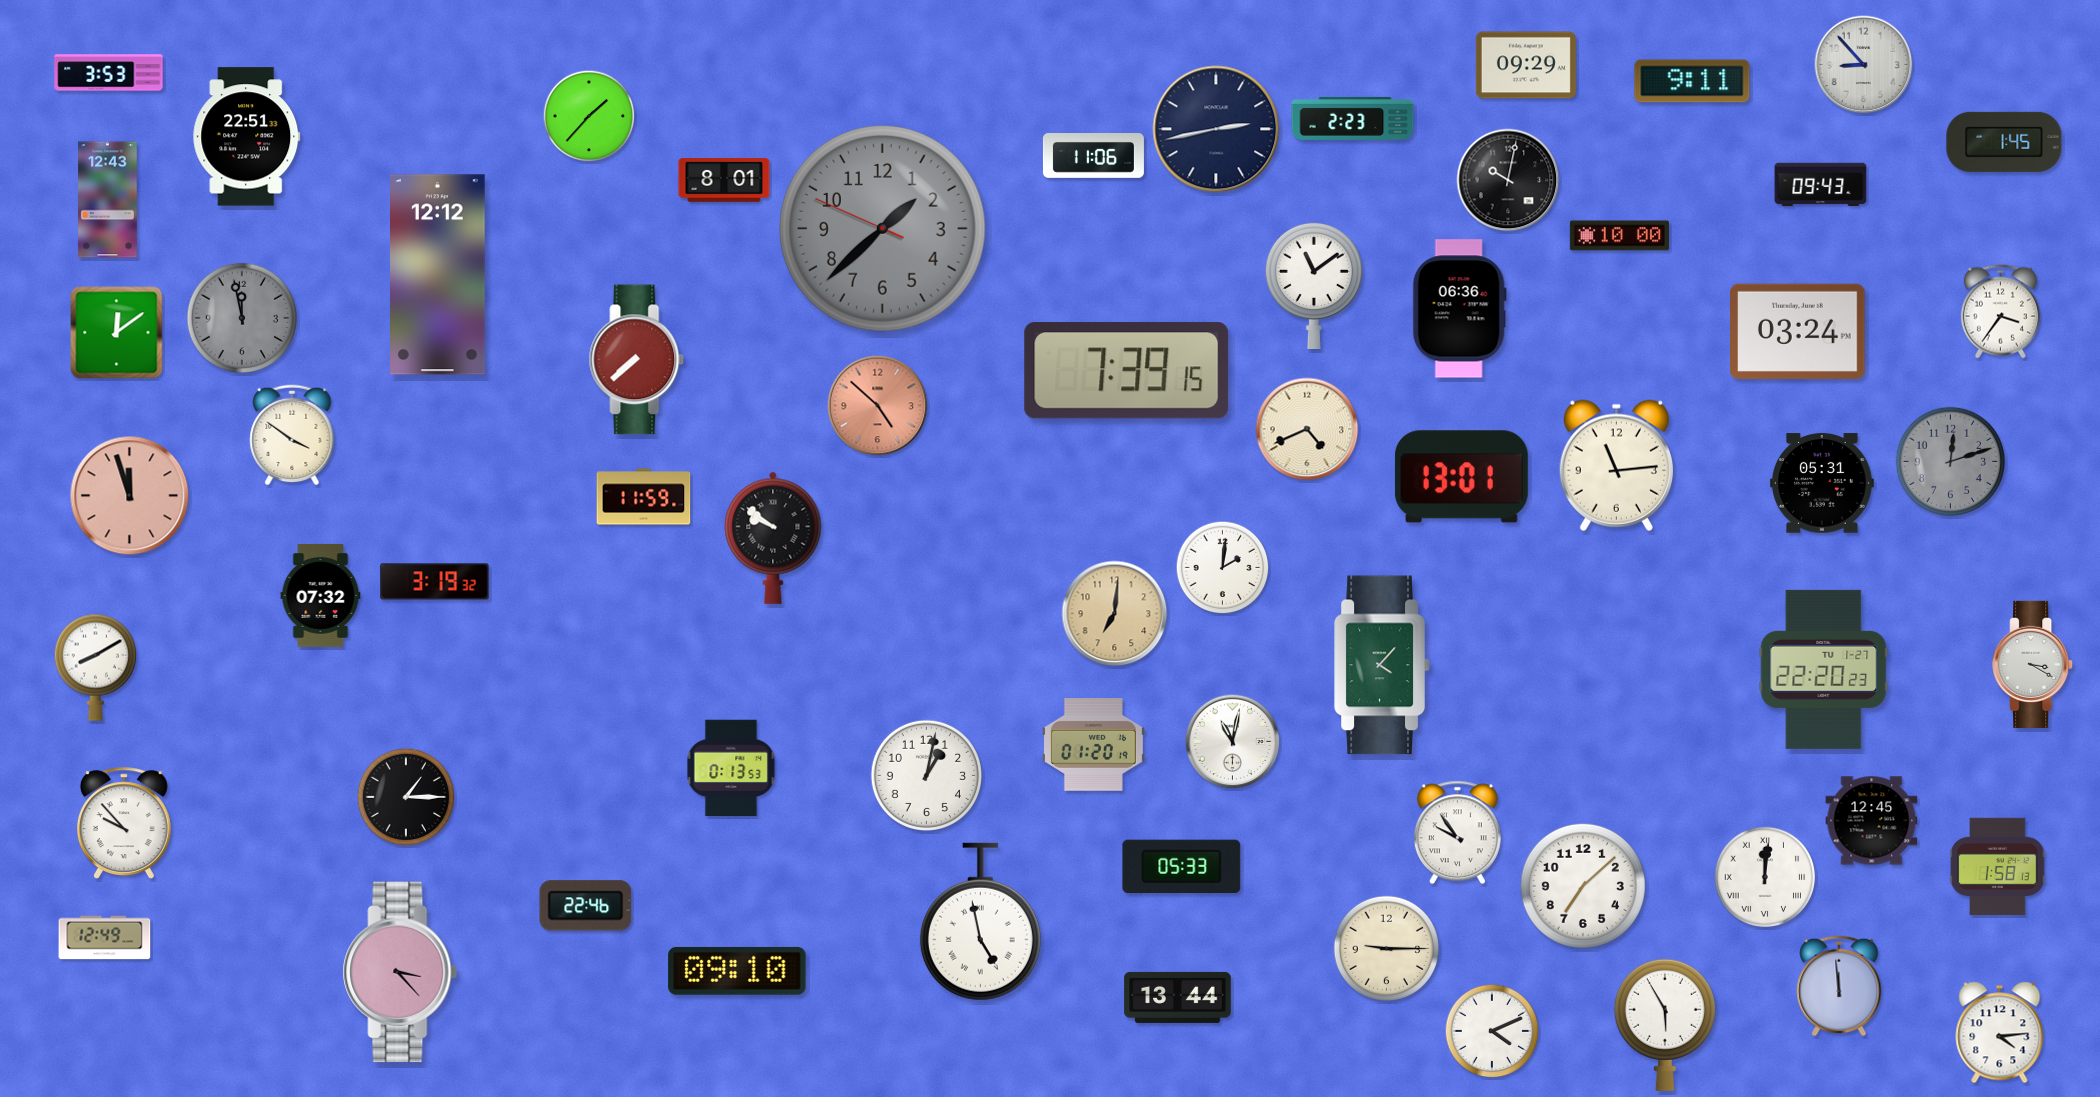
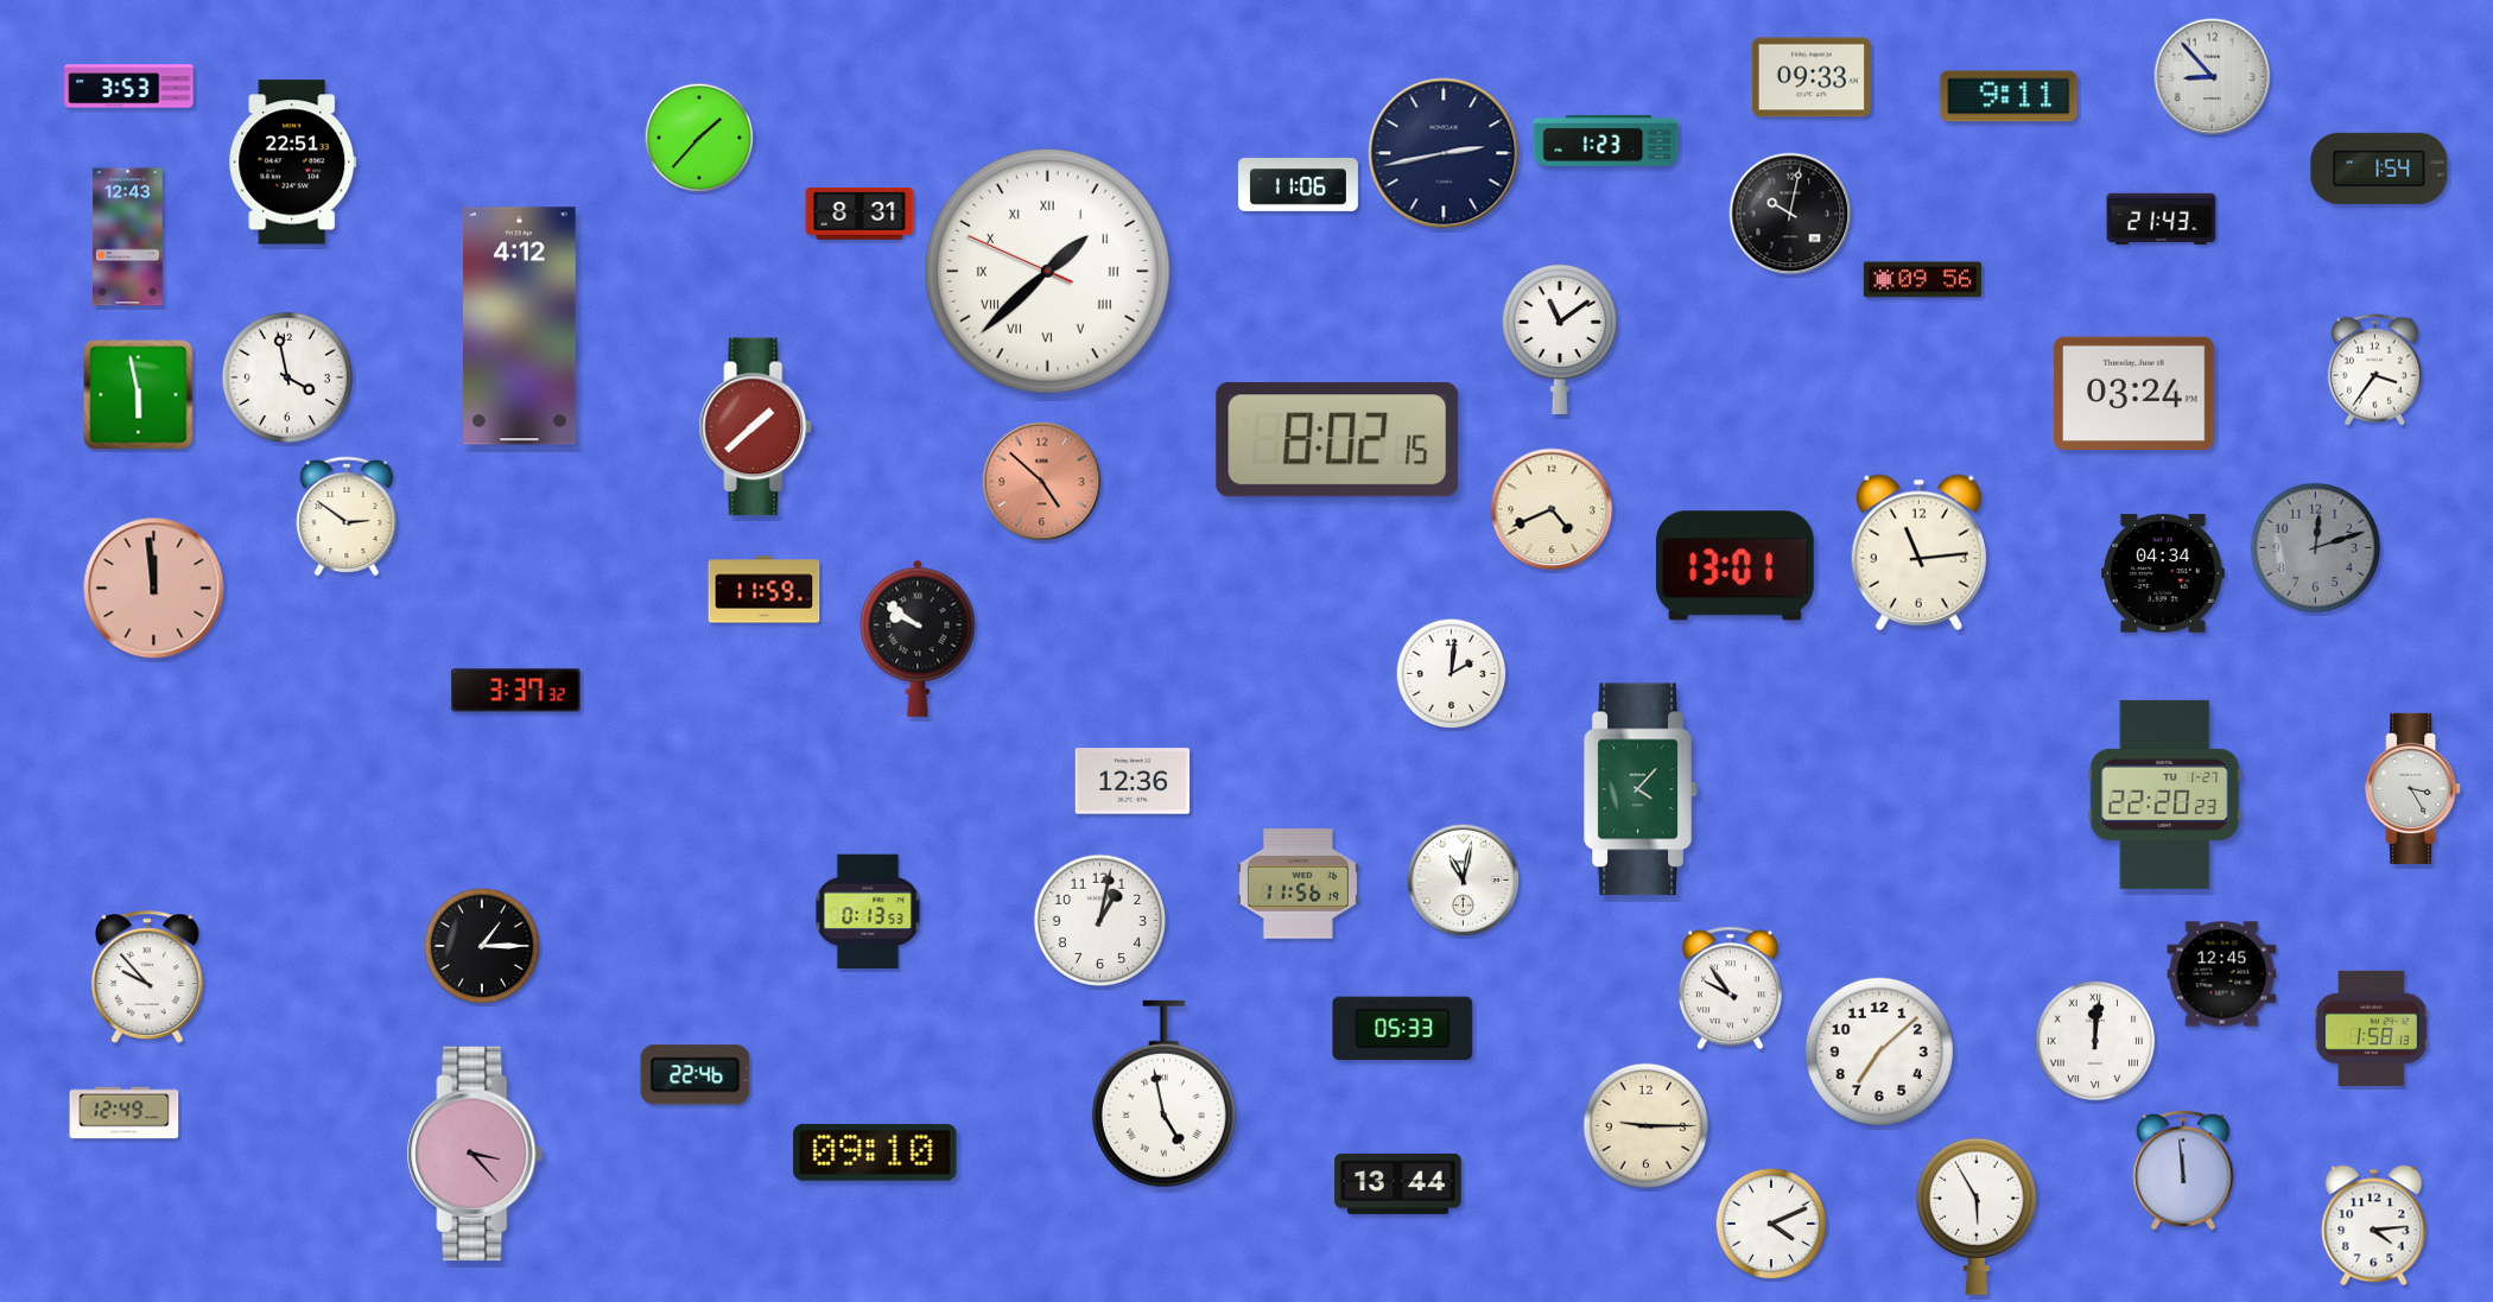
clock at (1526, 65): 09:29 -> 09:33
clock at (1353, 118): 2:23 -> 1:23
clock at (2004, 142): 1:45 -> 1:54
clock at (724, 181): 8:01 -> 8:31
clock at (1821, 185): 09:43 -> 21:43
clock at (883, 229) dial: grey -> white
clock at (883, 229) numerals: Arabic -> Roman
clock at (1619, 236): 10:00 -> 09:56
clock at (438, 275): 12:12 -> 4:12
clock at (1459, 309): 06:36 -> none
clock at (241, 317): 11:58 -> 3:58
clock at (241, 317) dial: grey -> white
clock at (117, 333): 12:09 -> 5:58
clock at (637, 360): 7:38 -> 1:38
clock at (1127, 371): 7:39 -> 8:02
clock at (292, 435): 3:51 -> 2:51
clock at (1822, 483): 05:31 -> 04:34
clock at (130, 496): 11:57 -> 11:59
clock at (435, 582): 3:19 -> 3:37
clock at (321, 595): 07:32 -> none
clock at (1115, 614): 7:01 -> none
clock at (1133, 781): none -> 12:36
clock at (2033, 664): 3:20 -> 3:25
clock at (95, 667): 8:10 -> none
clock at (1093, 745): 01:20 -> 11:56
